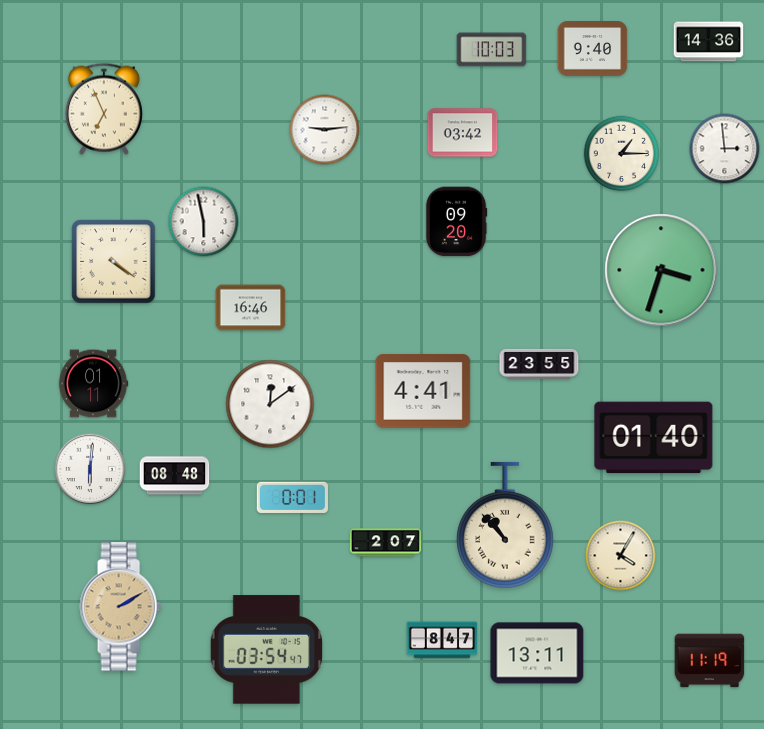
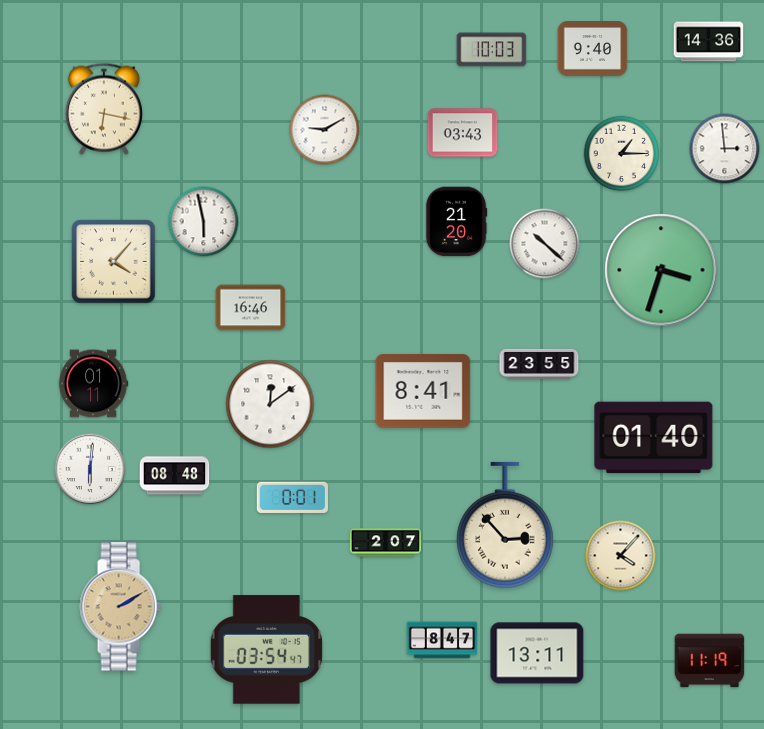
clock at (104, 109): 6:56 -> 6:17
clock at (325, 130): 9:14 -> 9:10
clock at (463, 133): 03:42 -> 03:43
clock at (456, 222): 09:20 -> 21:20
clock at (545, 244): none -> 10:22
clock at (114, 262): 4:21 -> 4:07
clock at (423, 391): 4:41 -> 8:41
clock at (506, 525): 10:53 -> 2:53
clock at (621, 556): 4:05 -> 4:07
